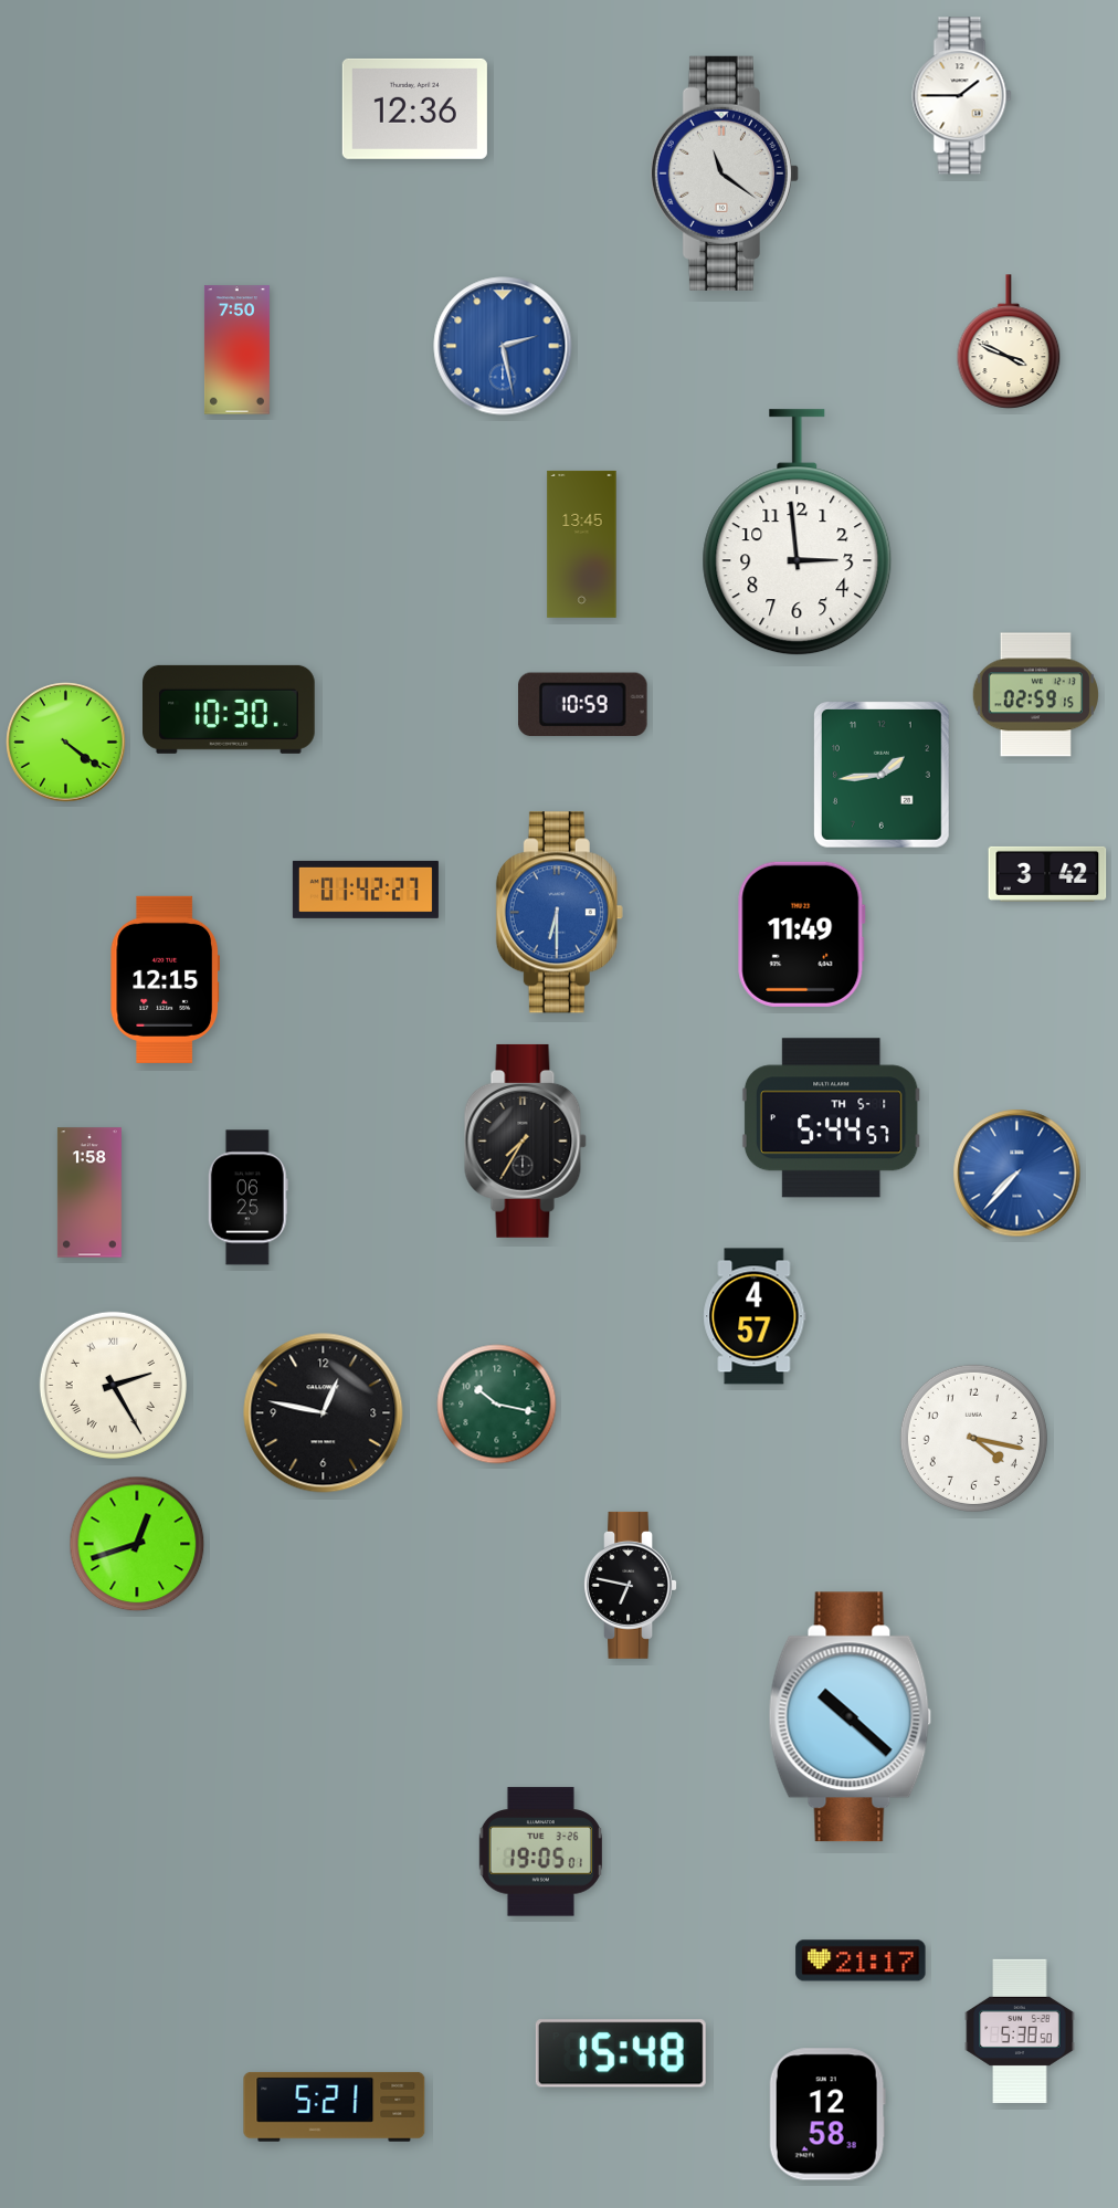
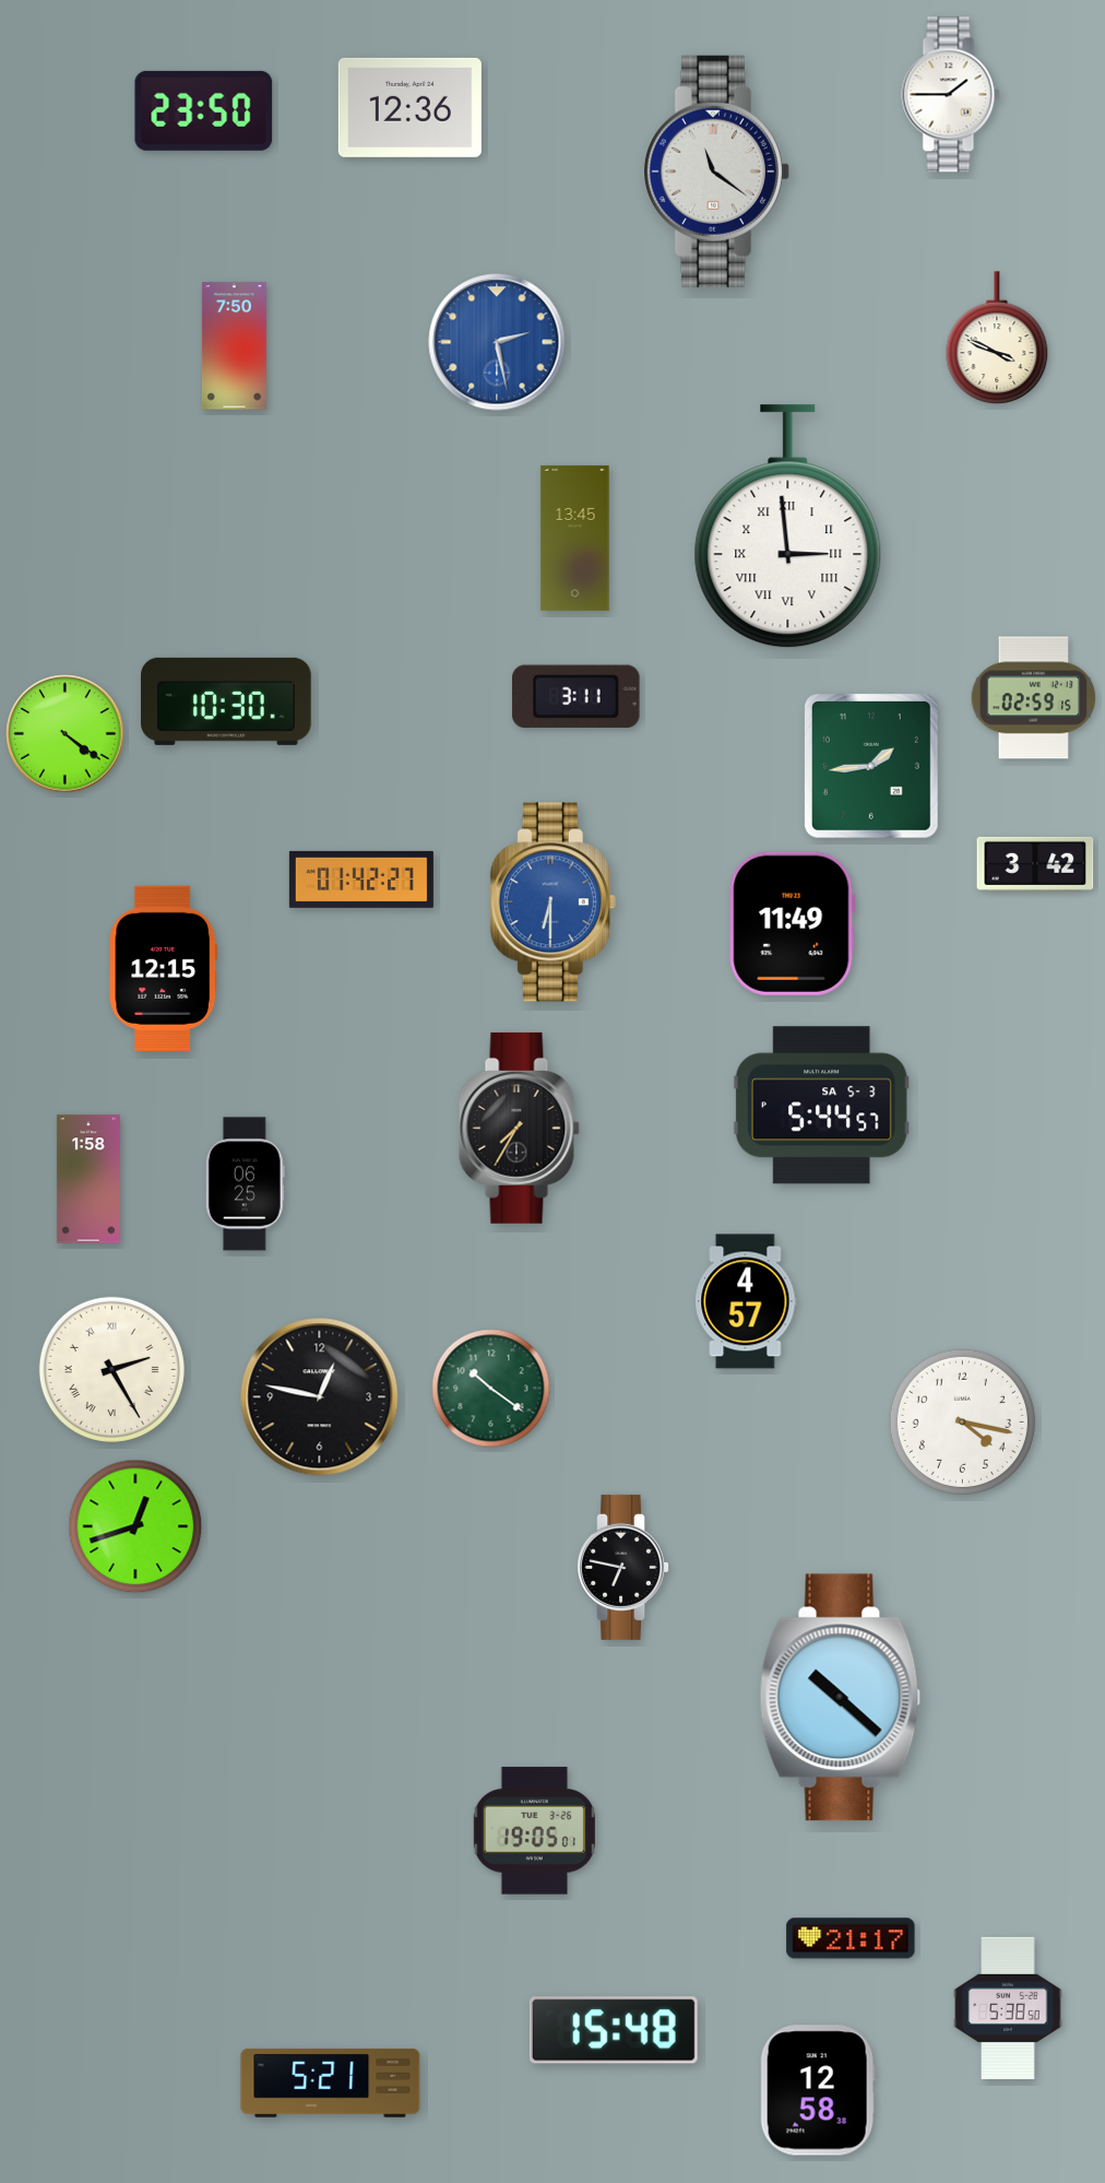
clock at (204, 110): none -> 23:50
clock at (798, 533) numerals: Arabic -> Roman
clock at (1035, 695) position: (1035, 695) -> (1033, 698)
clock at (583, 705): 10:59 -> 3:11
clock at (831, 1118) date: TH 5-1 -> SA 5-3
clock at (1017, 1174): 7:37 -> none
clock at (497, 1405): 10:17 -> 10:21
